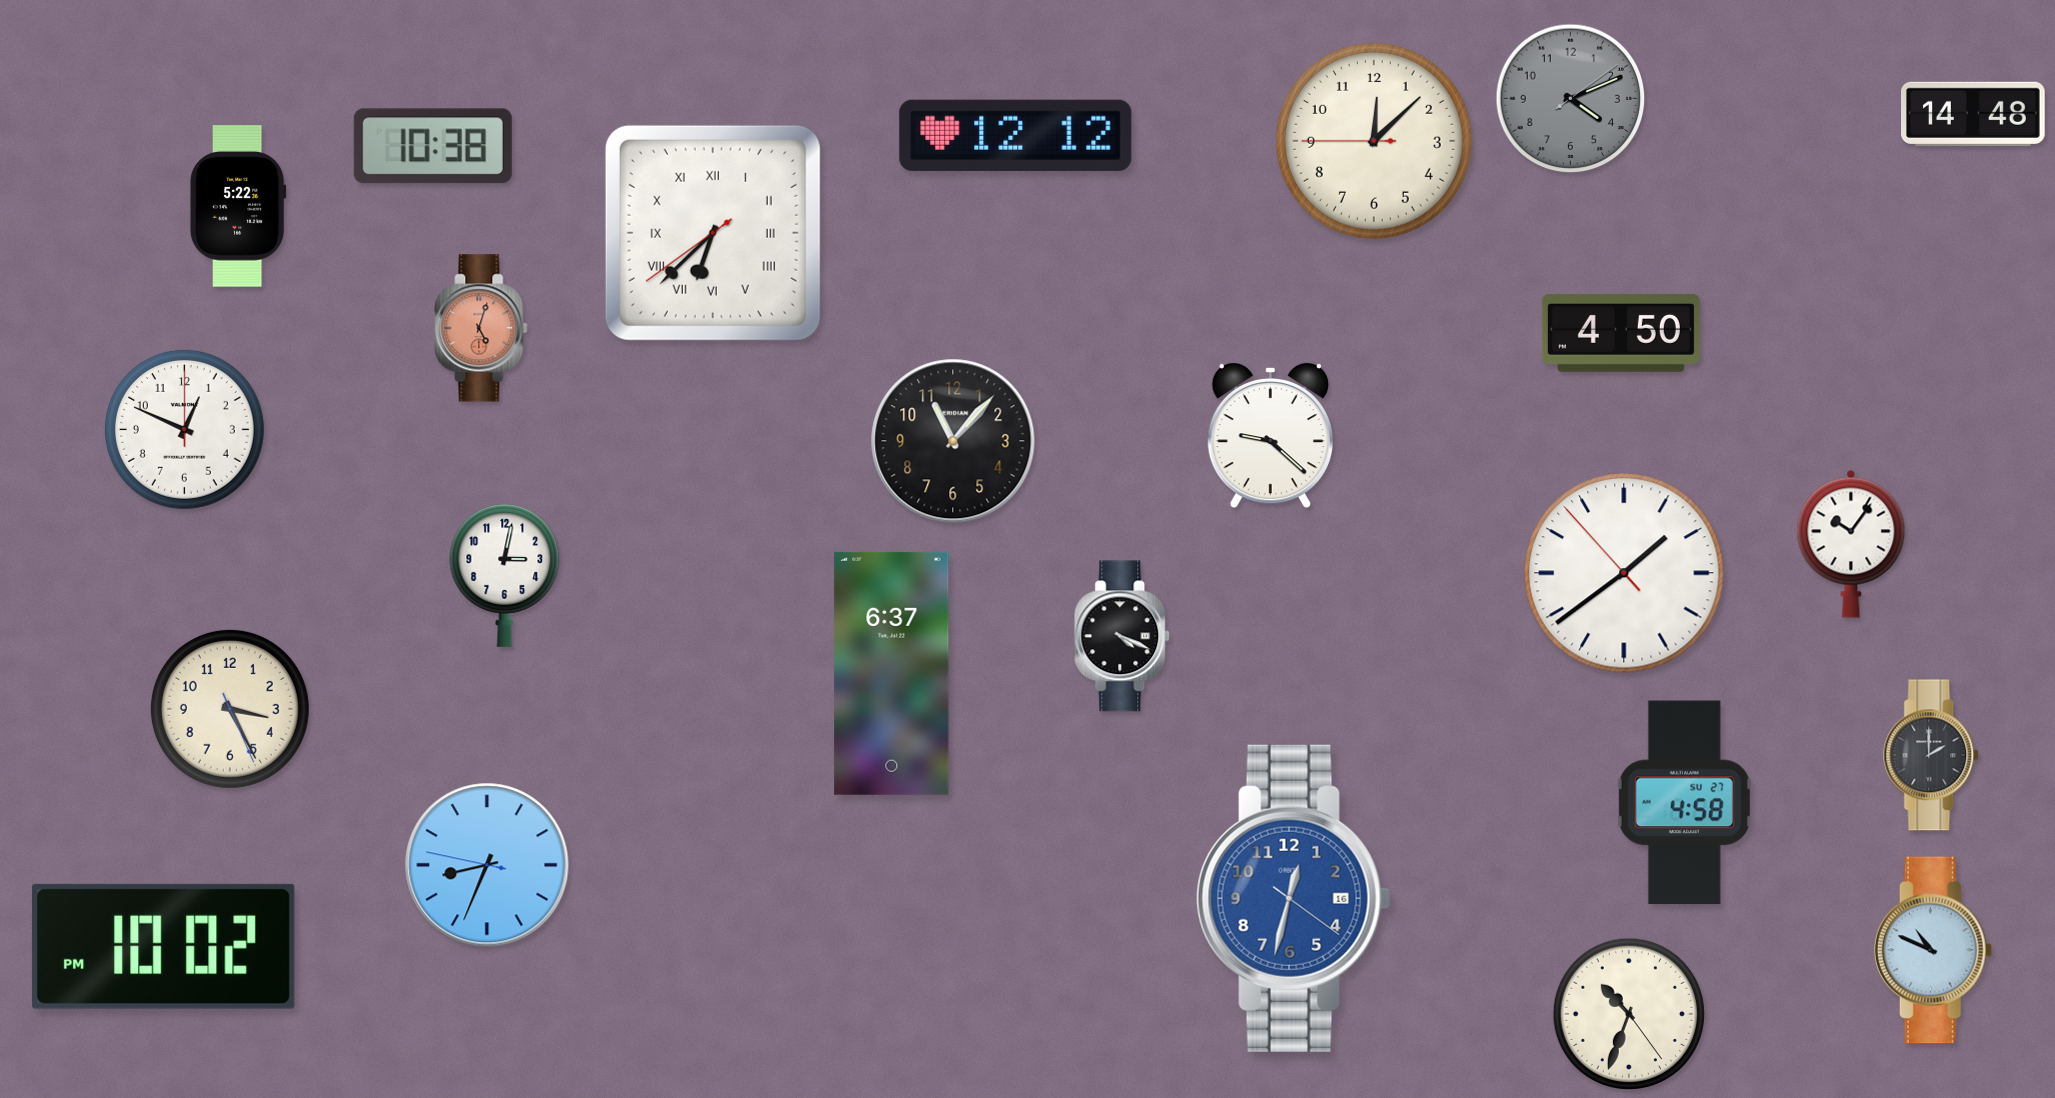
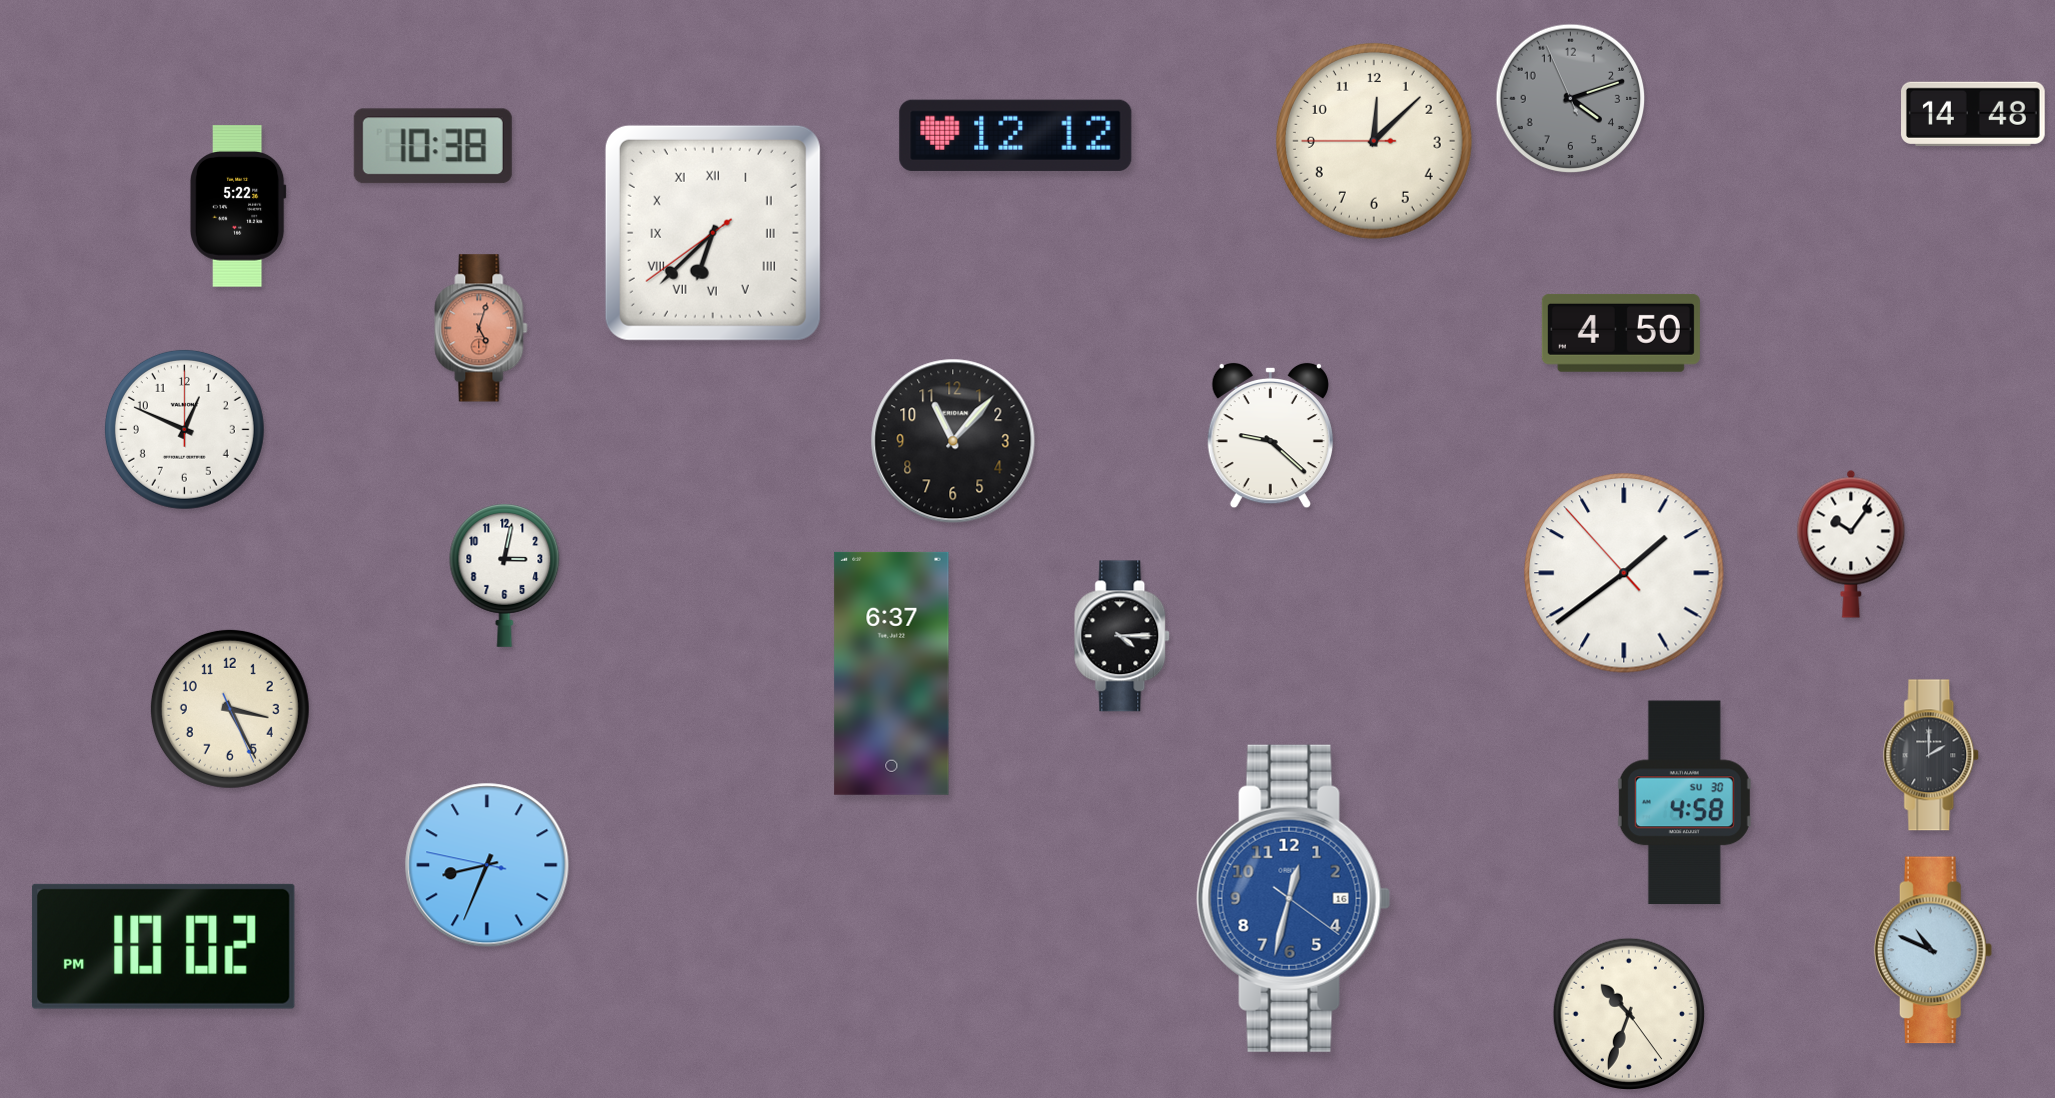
clock at (1571, 99): 4:11:09 -> 4:11:56
clock at (1123, 636): 4:19 -> 4:15
clock at (1684, 803) date: SU 27 -> SU 30
